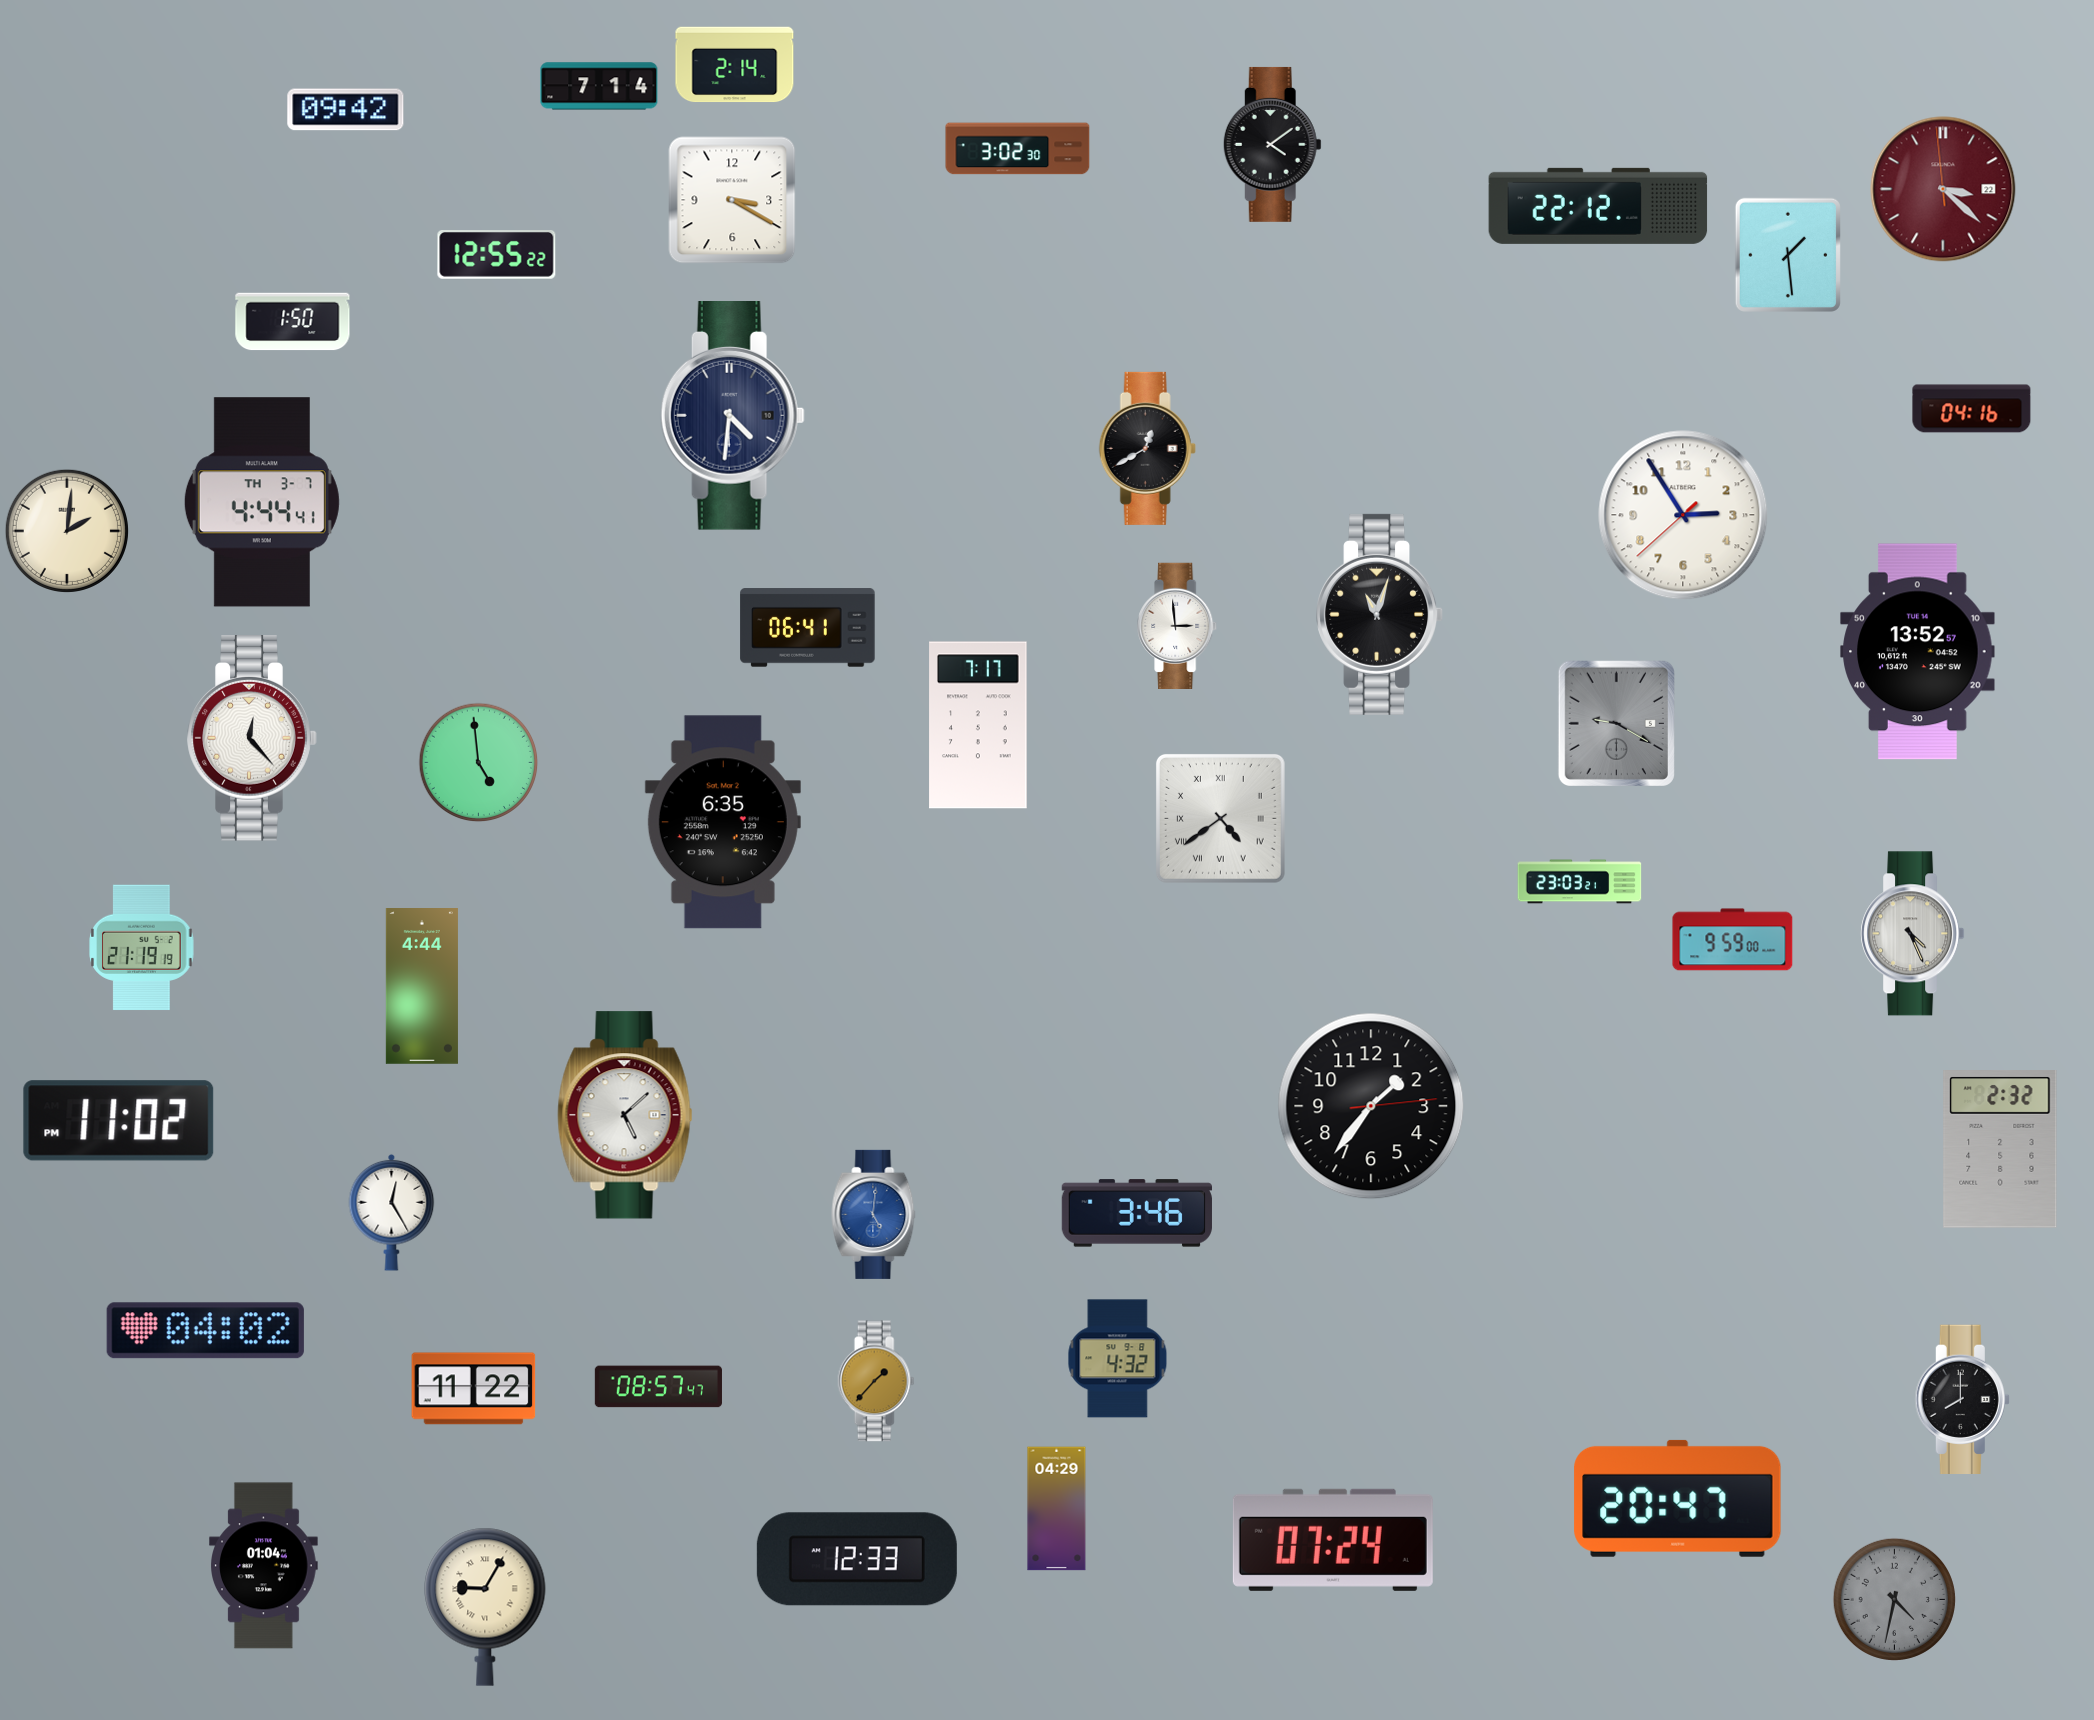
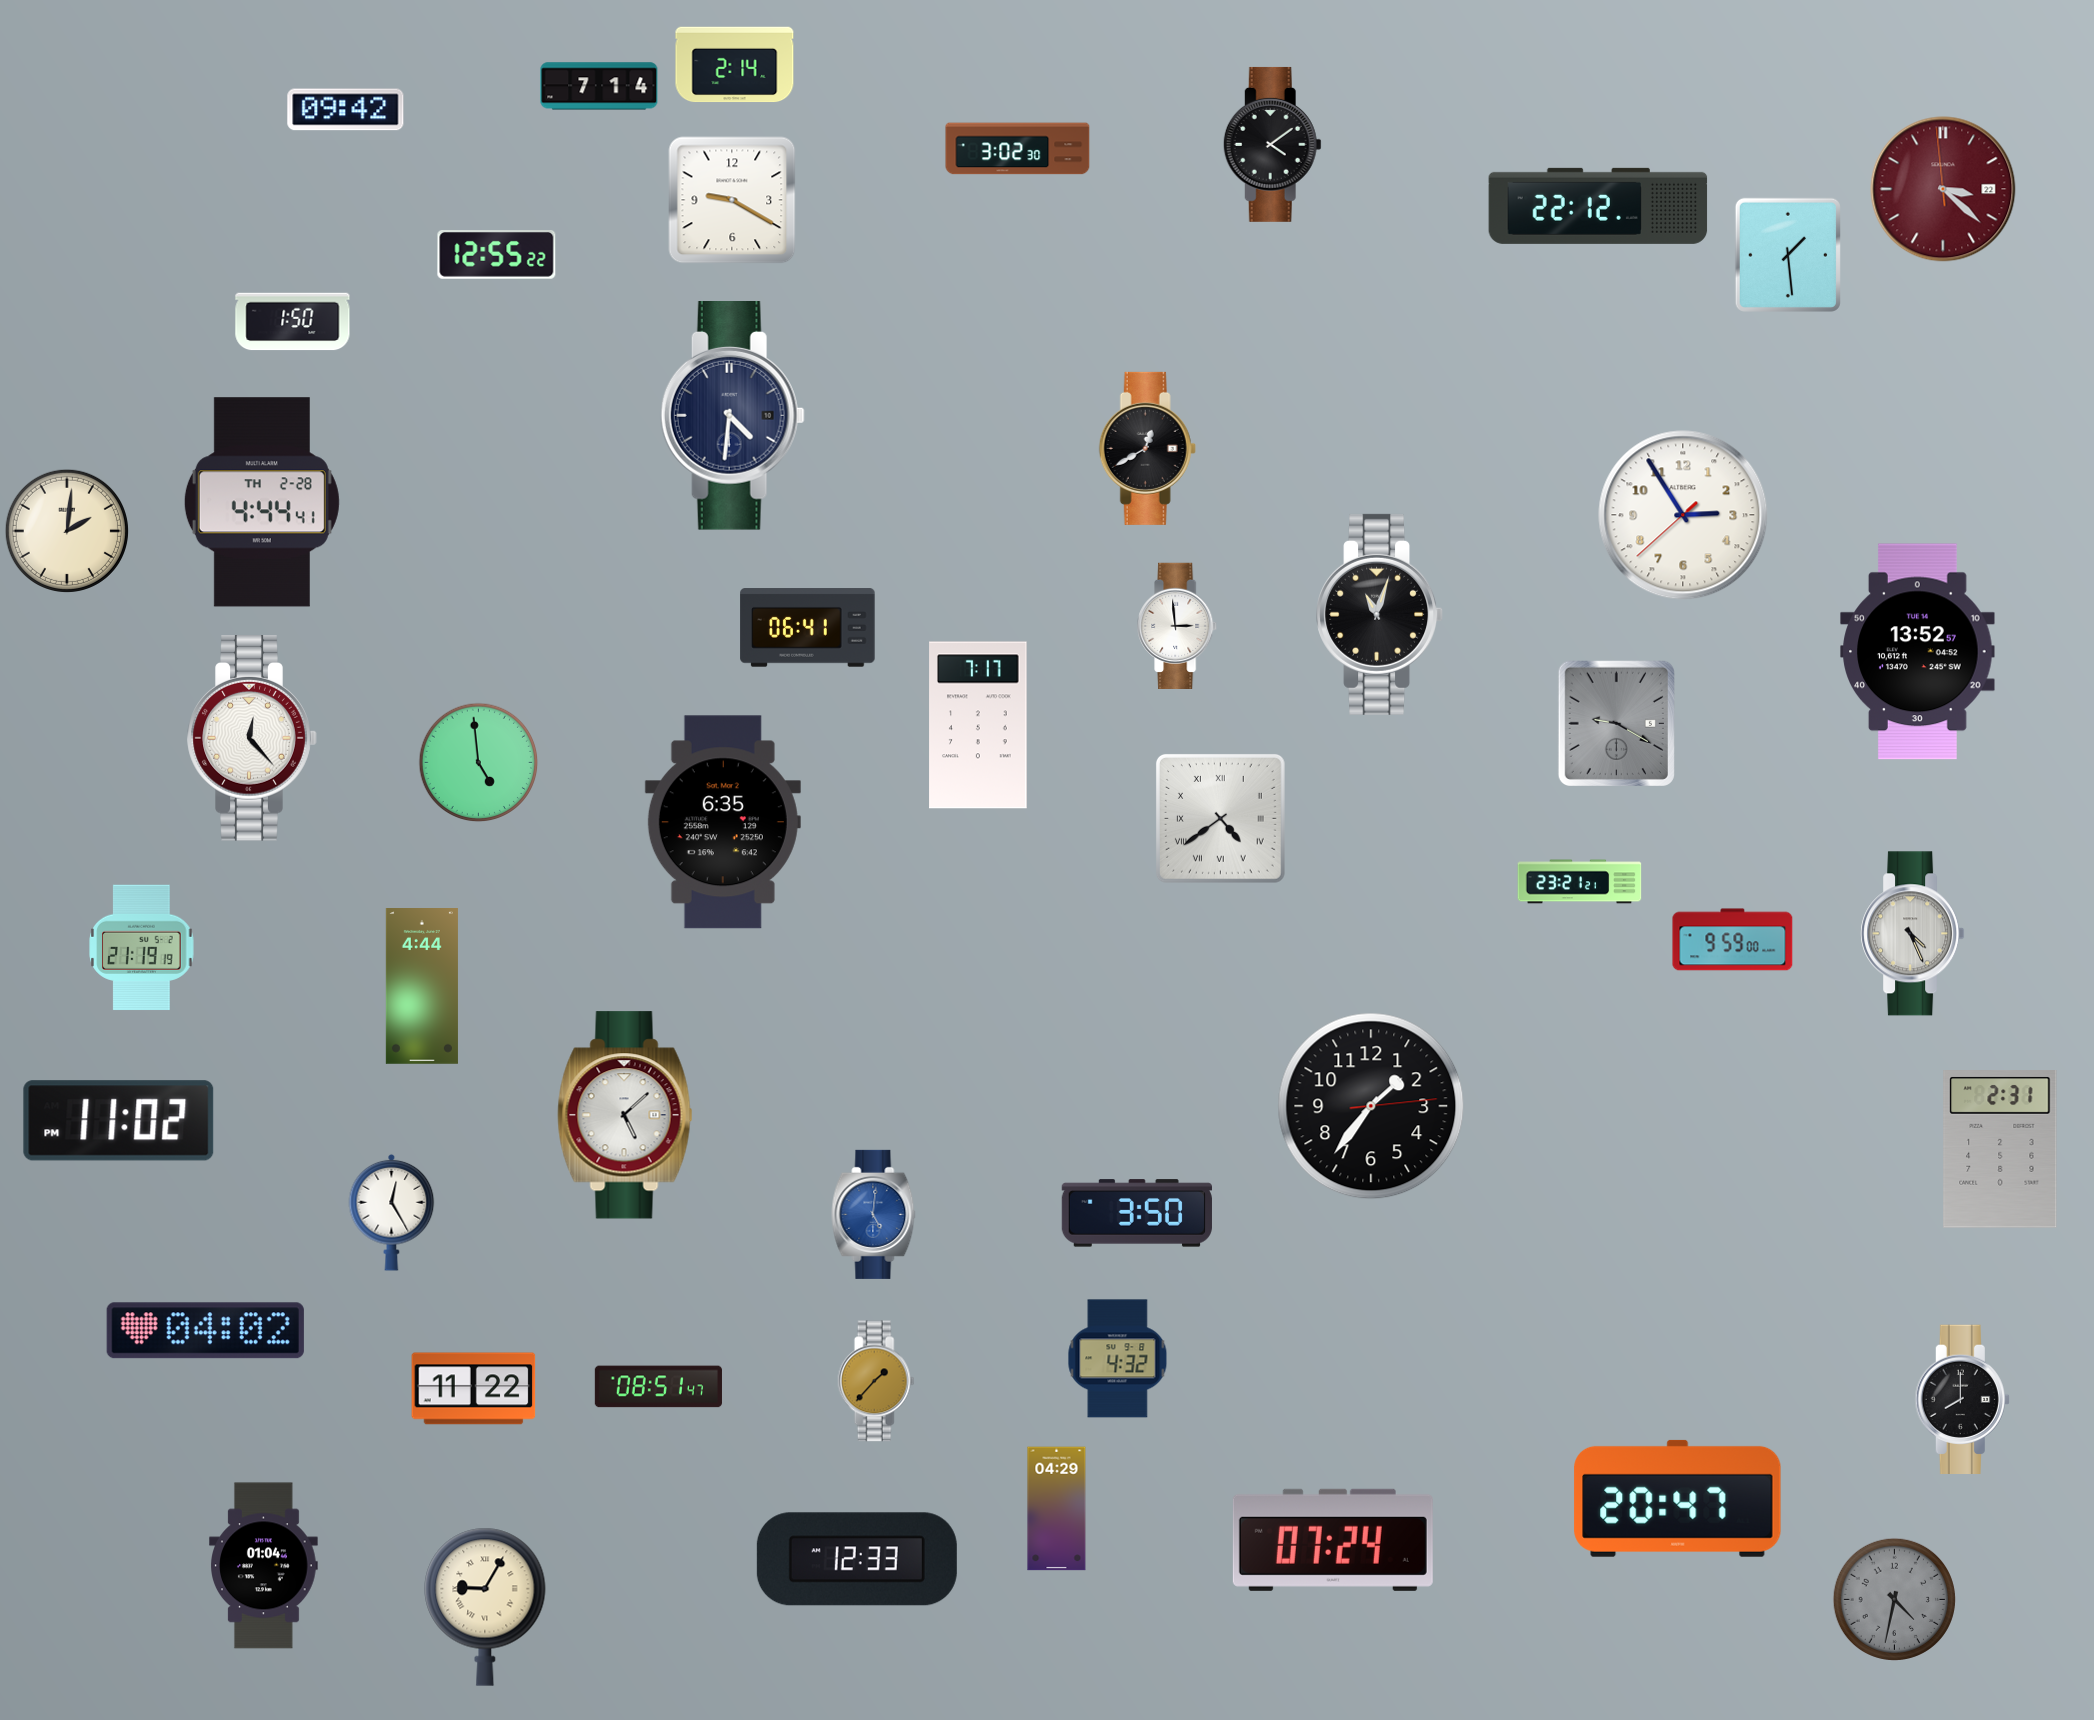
clock at (732, 200): 3:20 -> 9:20
clock at (1972, 409): 04:16 -> none
clock at (262, 502) date: TH 3-7 -> TH 2-28
clock at (1580, 882): 23:03 -> 23:21
clock at (2000, 1149): 2:32 -> 2:31
clock at (1137, 1213): 3:46 -> 3:50
clock at (658, 1387): 08:57 -> 08:51
